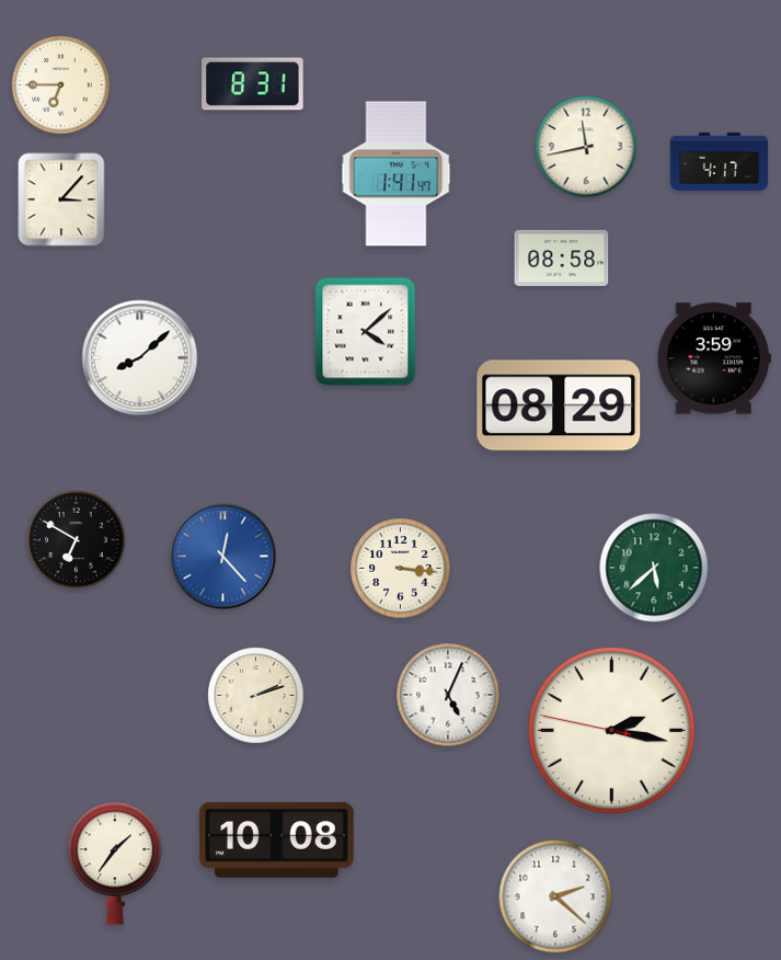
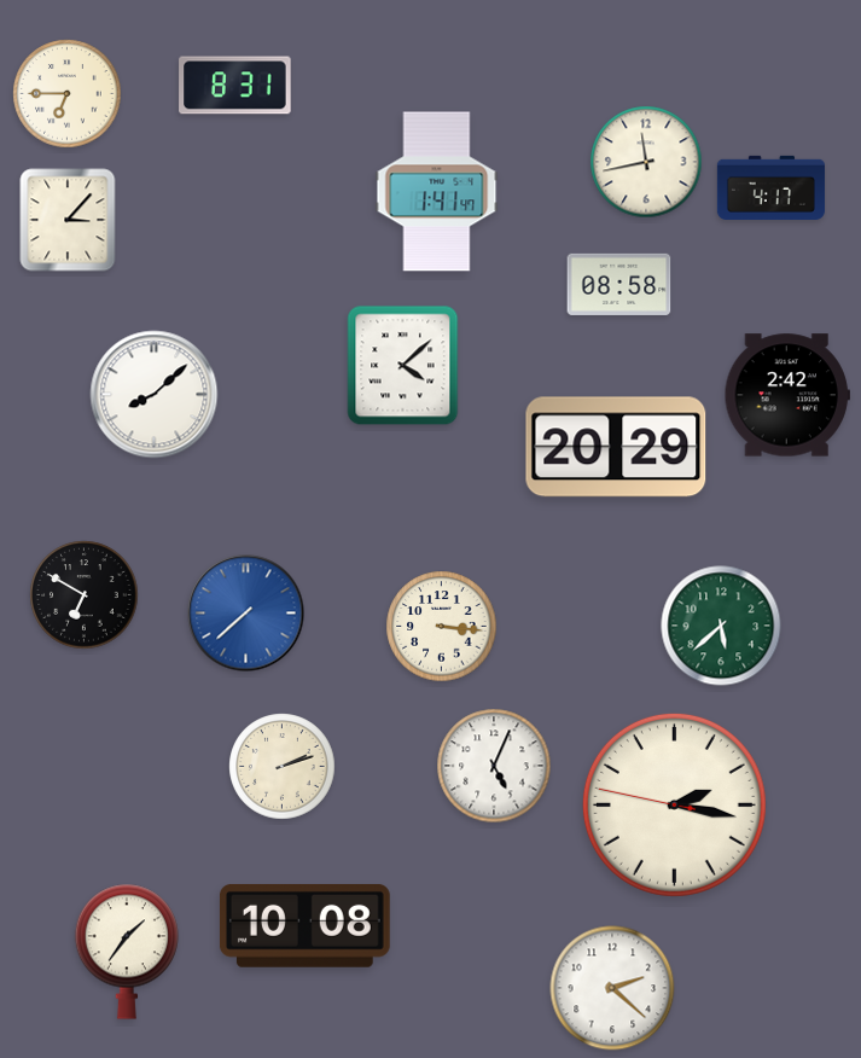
clock at (253, 84) position: (253, 84) -> (235, 86)
clock at (719, 161) position: (719, 161) -> (770, 187)
clock at (713, 358): 3:59 -> 2:42
clock at (559, 405): 08:29 -> 20:29
clock at (223, 557): 12:23 -> 7:38
